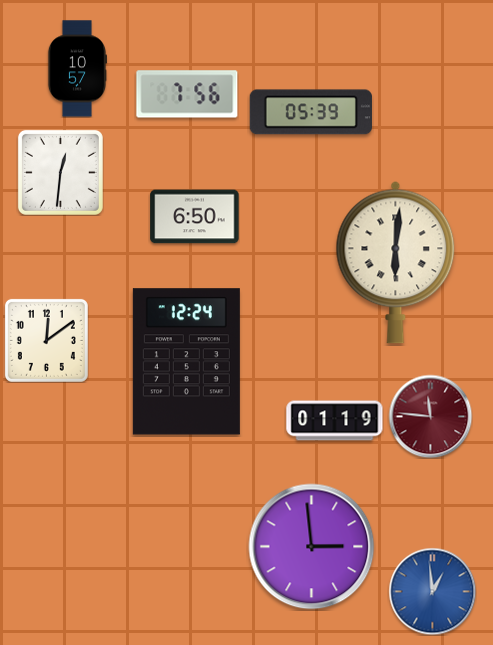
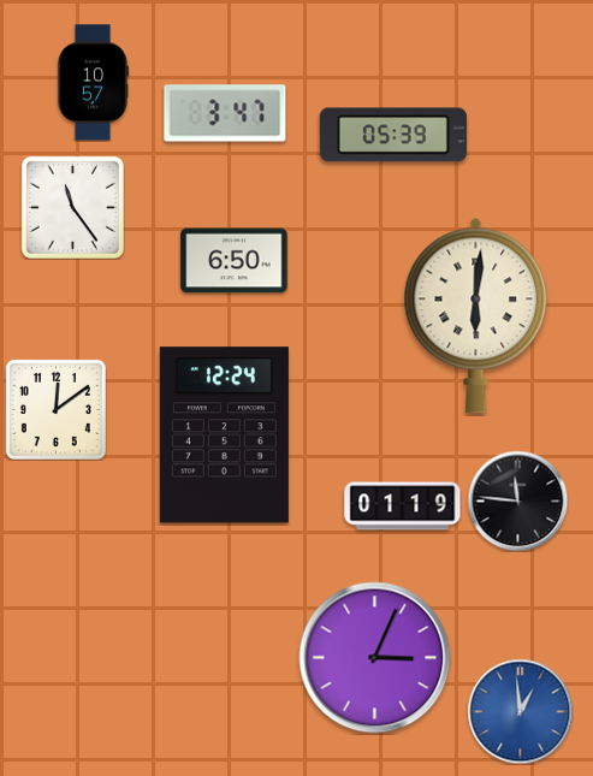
clock at (187, 94): 7:56 -> 3:47
clock at (311, 112) position: (311, 112) -> (393, 135)
clock at (60, 172): 12:31 -> 11:24
clock at (430, 416) dial: burgundy -> black
clock at (312, 547): 2:59 -> 3:04
